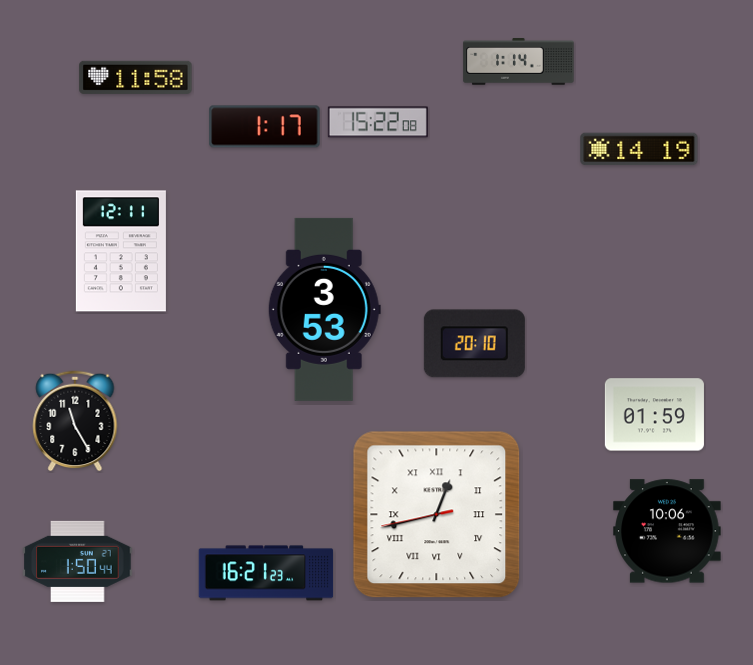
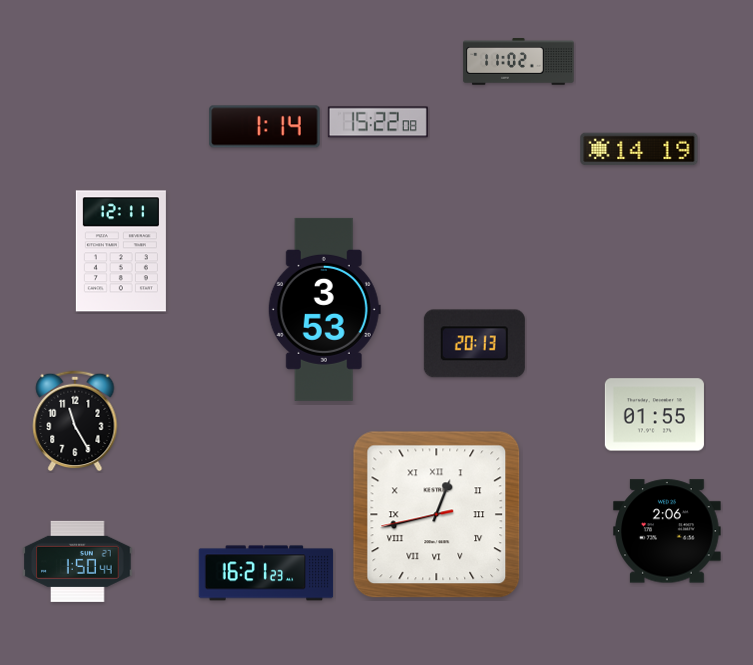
clock at (519, 62): 1:14 -> 11:02
clock at (136, 77): 11:58 -> none
clock at (265, 127): 1:17 -> 1:14
clock at (474, 344): 20:10 -> 20:13
clock at (654, 415): 01:59 -> 01:55
clock at (667, 531): 10:06 -> 2:06
